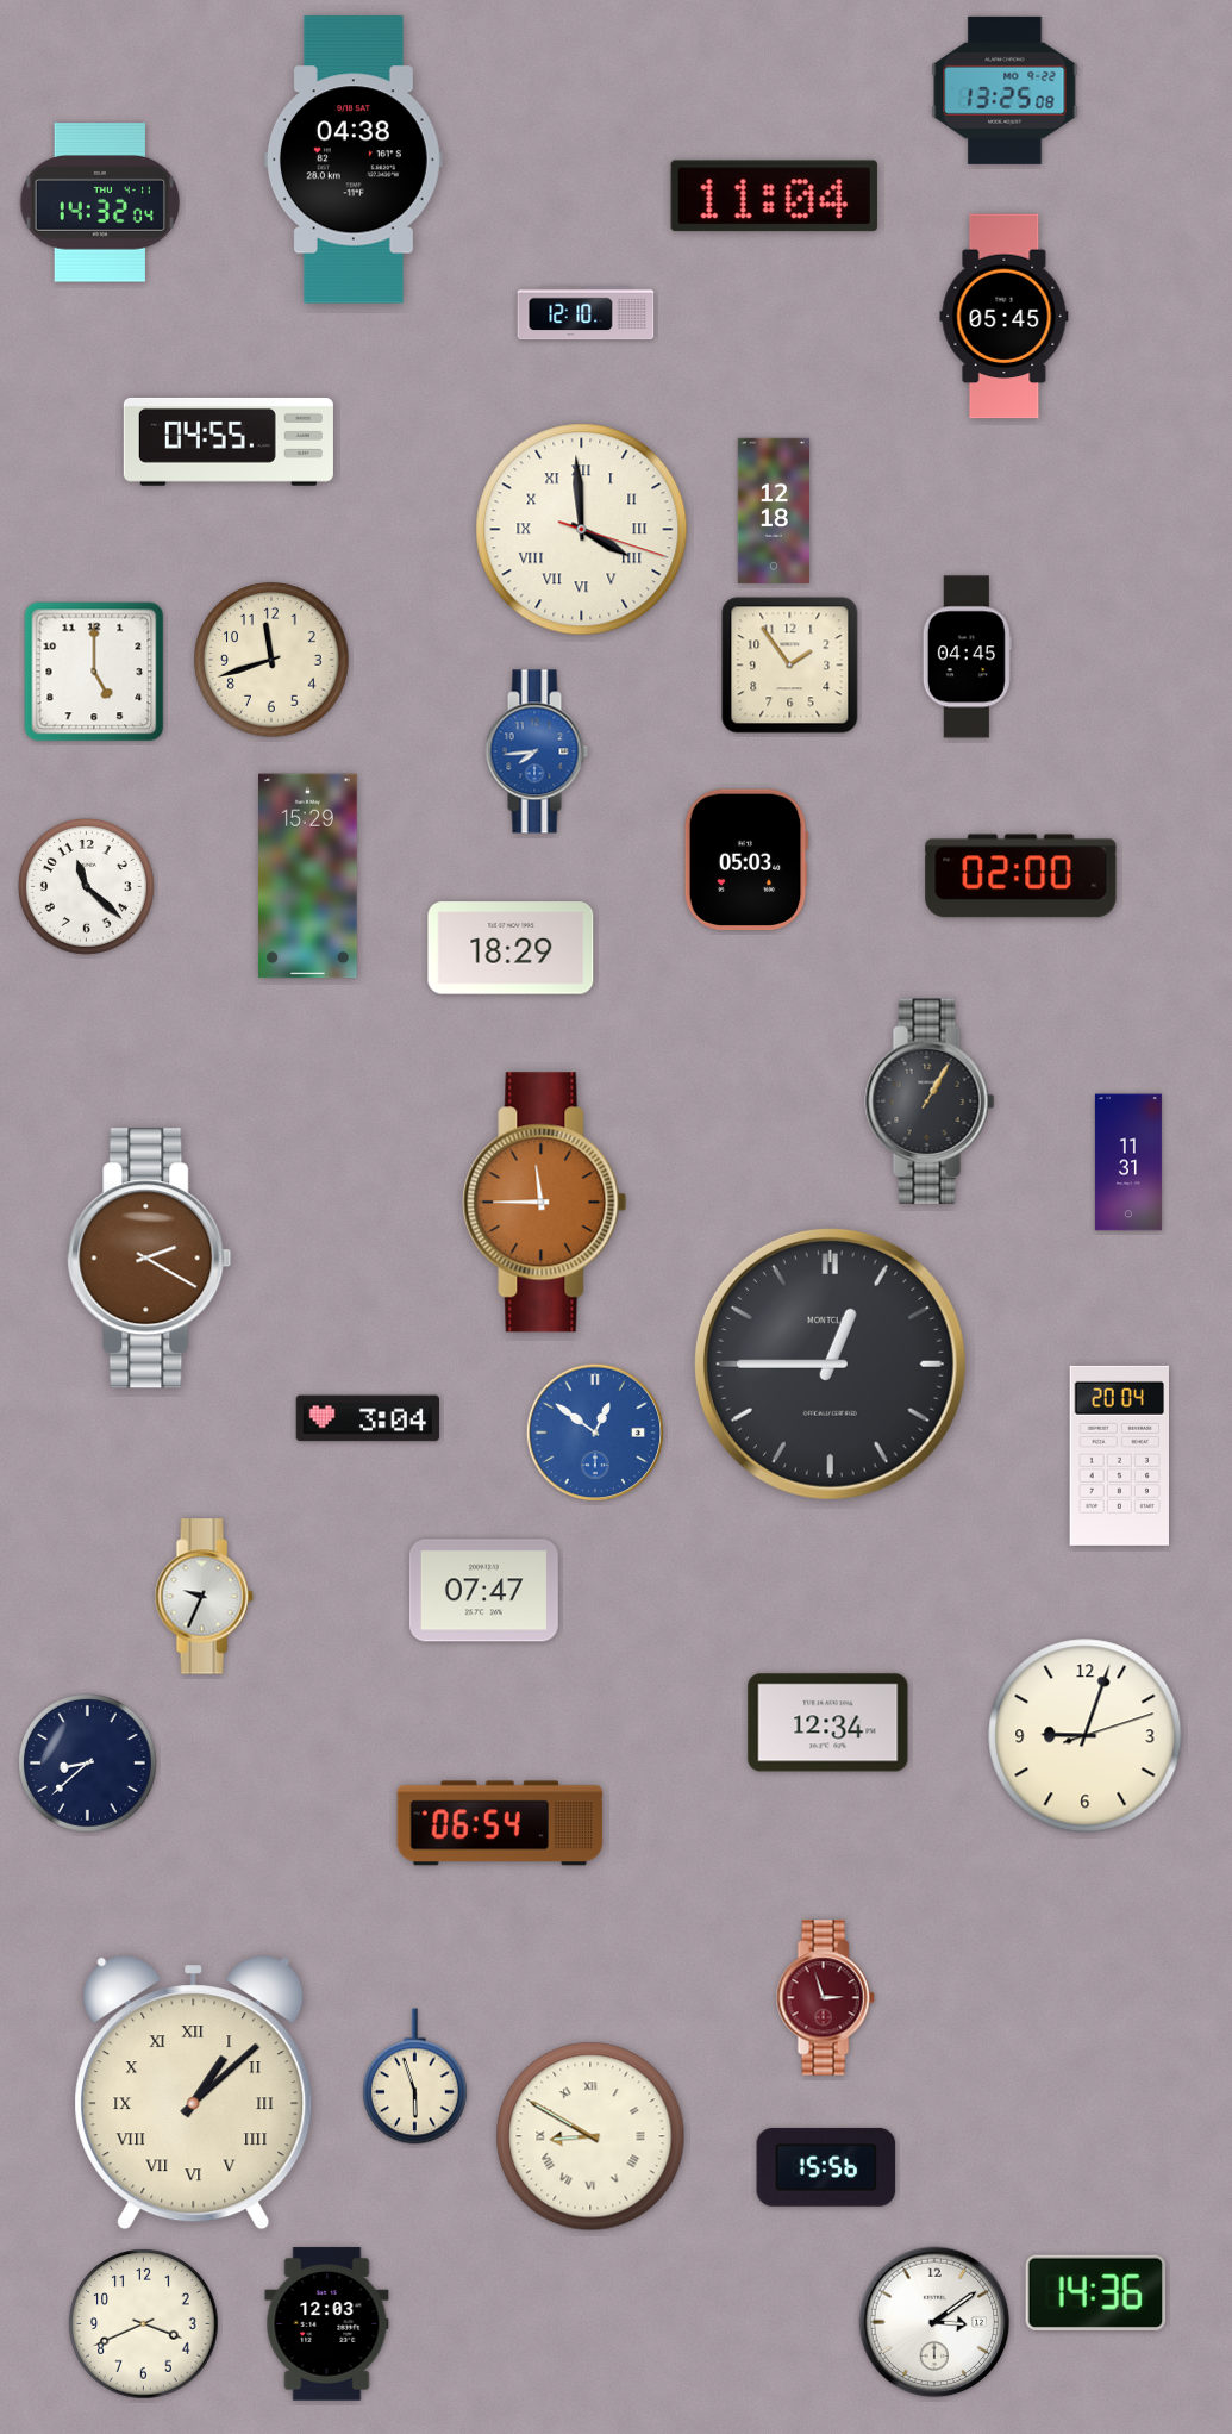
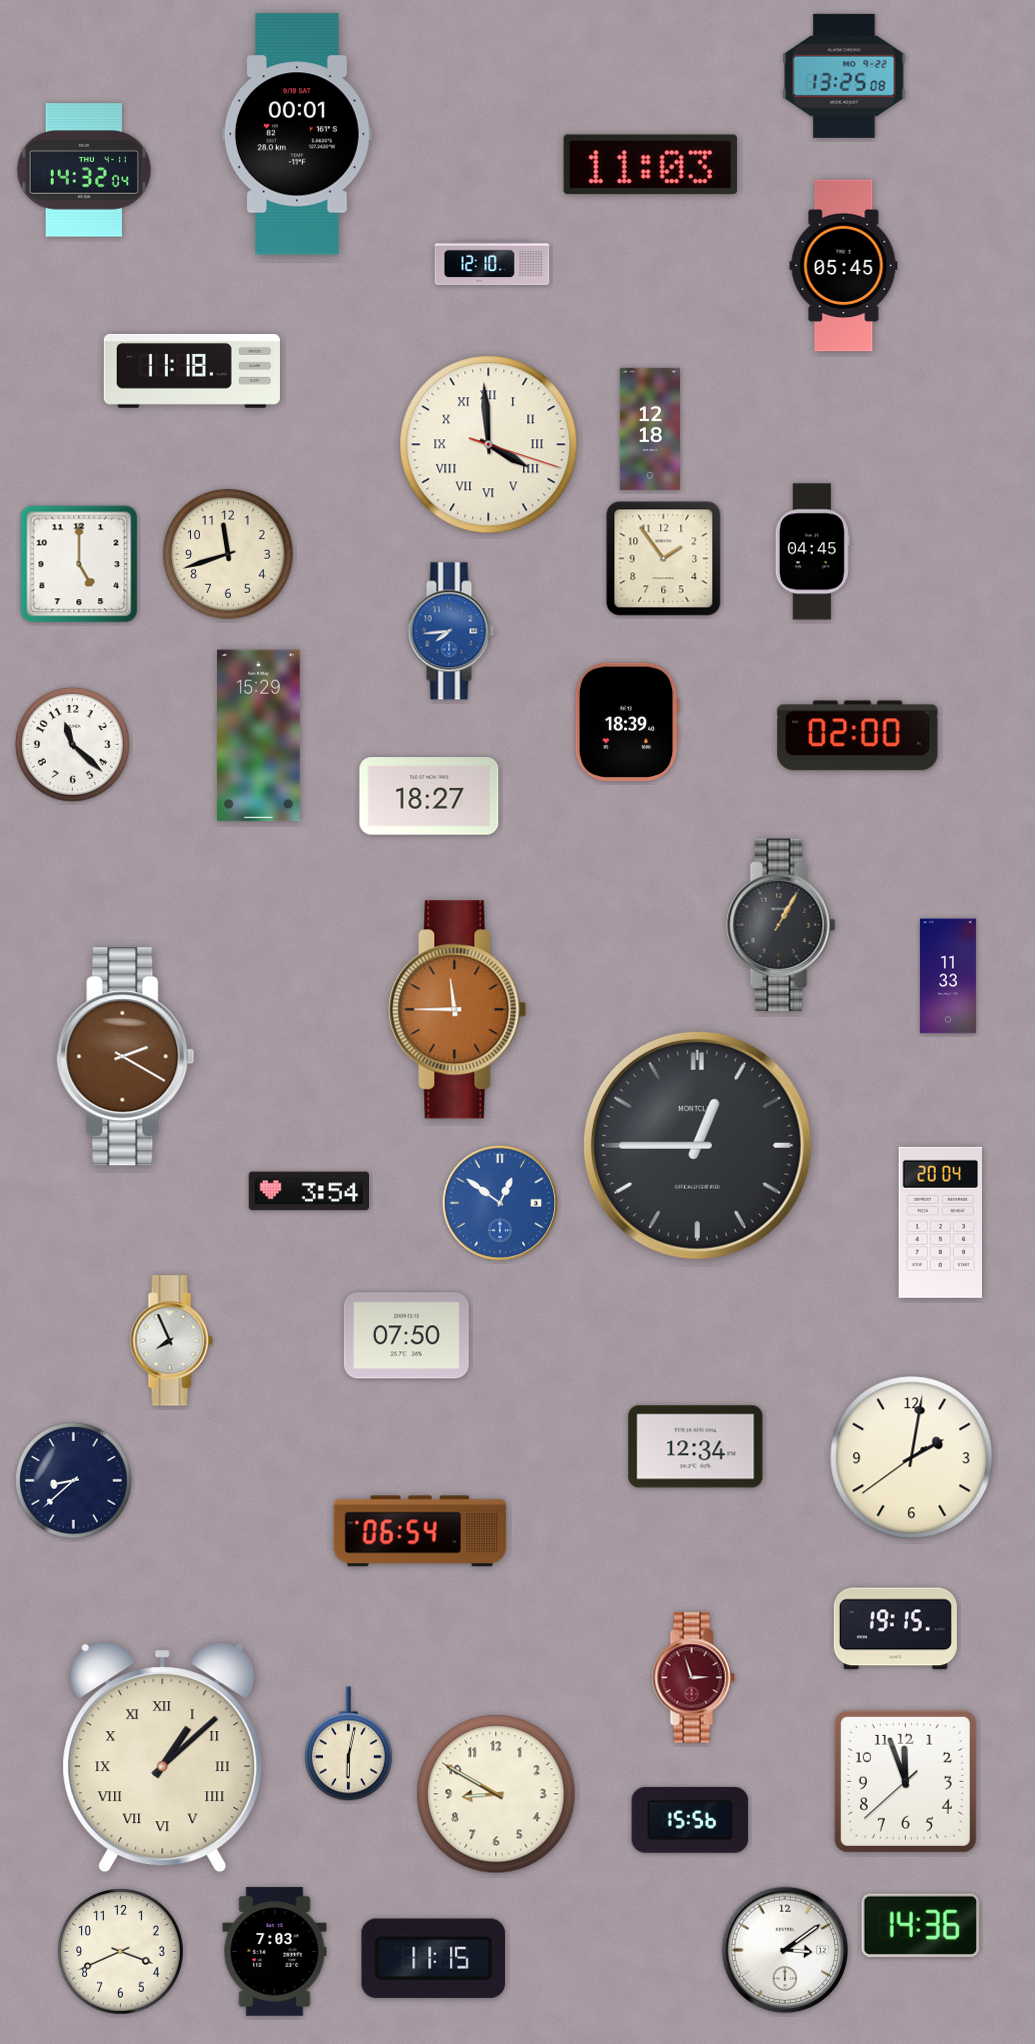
clock at (354, 160): 04:38 -> 00:01
clock at (774, 196): 11:04 -> 11:03
clock at (229, 442): 04:55 -> 11:18
clock at (746, 859): 05:03 -> 18:39
clock at (511, 948): 18:29 -> 18:27
clock at (1128, 1162): 11:31 -> 11:33
clock at (367, 1418): 3:04 -> 3:54
clock at (483, 1591): 07:47 -> 07:50
clock at (204, 1597): 9:34 -> 7:56
clock at (1086, 1736): 9:03 -> 2:01
clock at (895, 1629): none -> 19:15
clock at (414, 2077): 5:57 -> 6:02
clock at (905, 1781): none -> 11:56
clock at (590, 2136) numerals: Roman -> Arabic
clock at (826, 2167) position: (826, 2167) -> (690, 1820)
clock at (327, 2324): 12:03 -> 7:03
clock at (433, 1958): none -> 11:15
